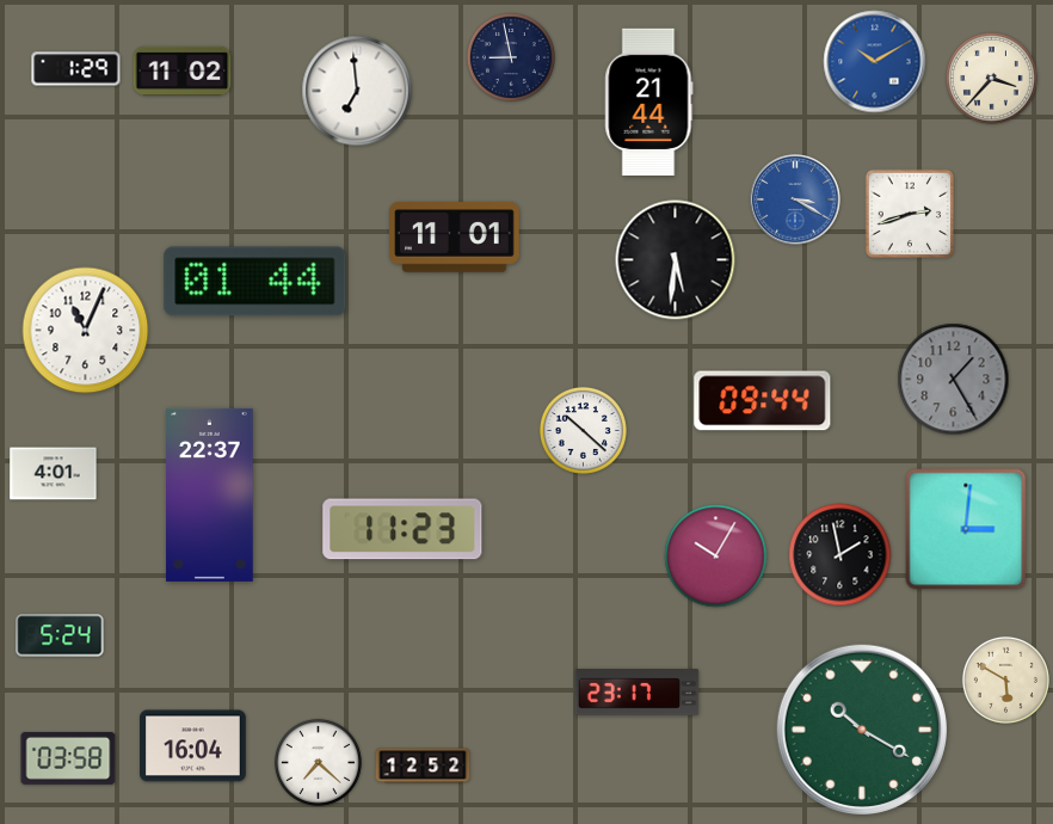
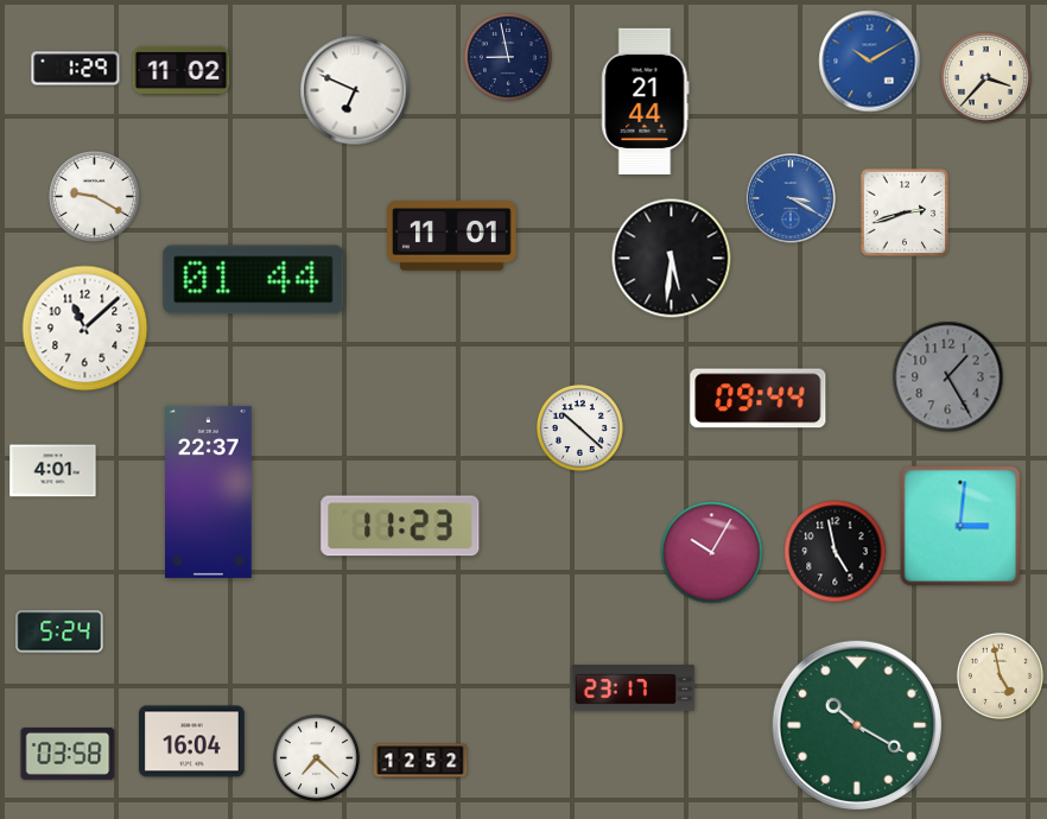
clock at (357, 91): 6:59 -> 6:49
clock at (95, 197): none -> 9:20
clock at (86, 331): 11:04 -> 11:08
clock at (840, 555): 1:58 -> 4:58
clock at (1005, 680): 5:50 -> 4:58
